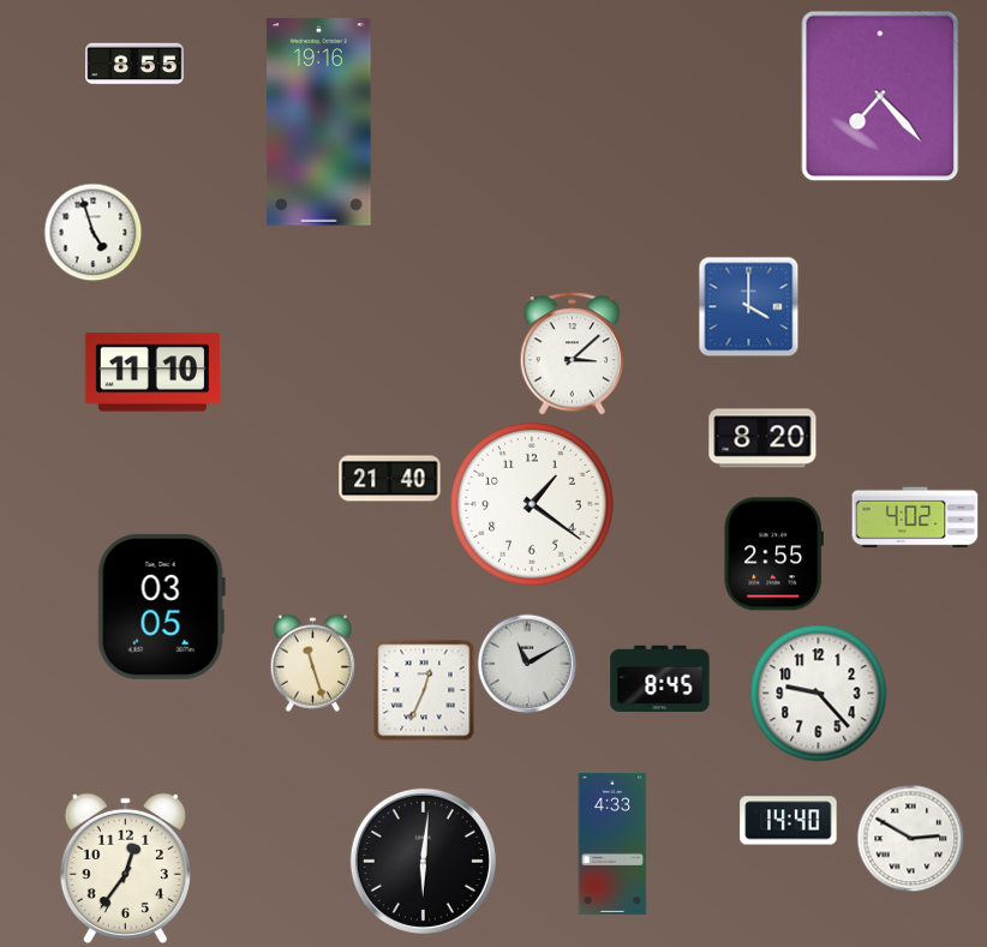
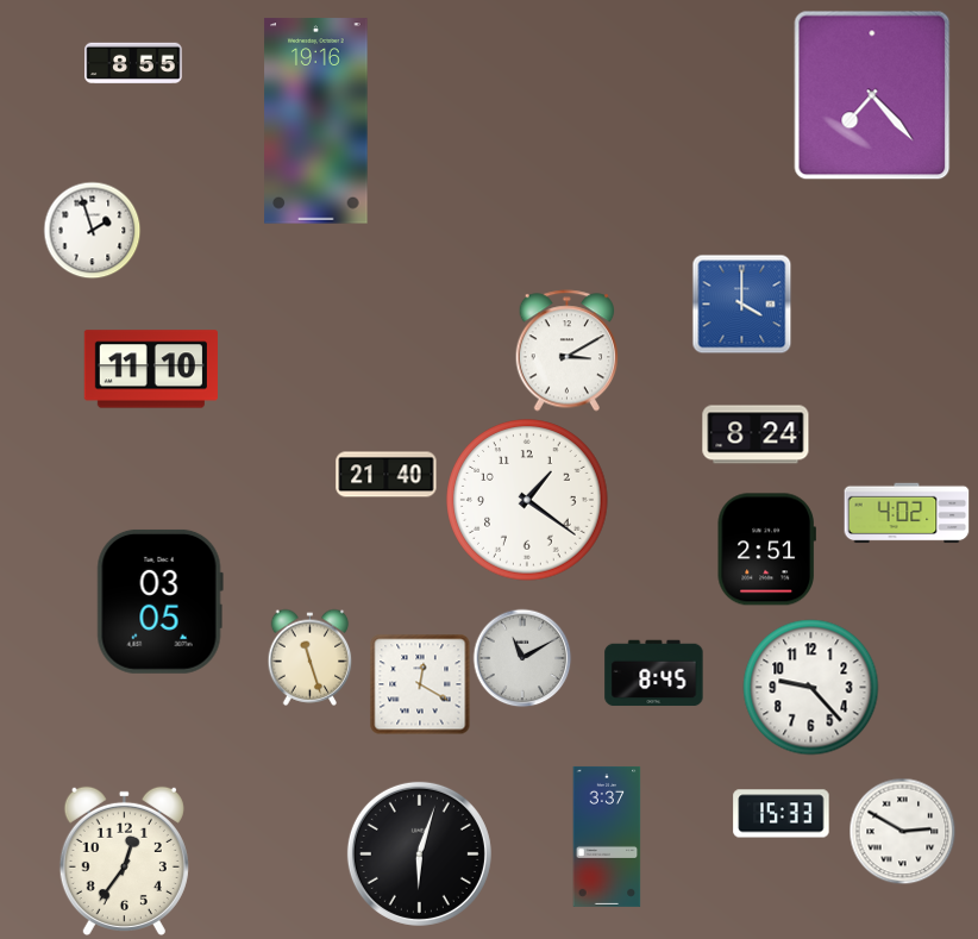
clock at (92, 232): 4:57 -> 1:57
clock at (573, 354): 3:08 -> 3:10
clock at (762, 438): 8:20 -> 8:24
clock at (773, 555): 2:55 -> 2:51
clock at (424, 690): 12:34 -> 12:20
clock at (789, 821): 14:40 -> 15:33
clock at (612, 844): 4:33 -> 3:37
clock at (423, 861): 6:01 -> 6:03
